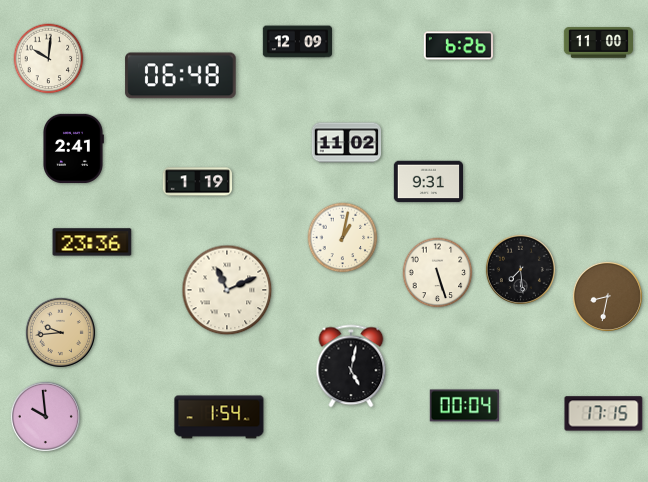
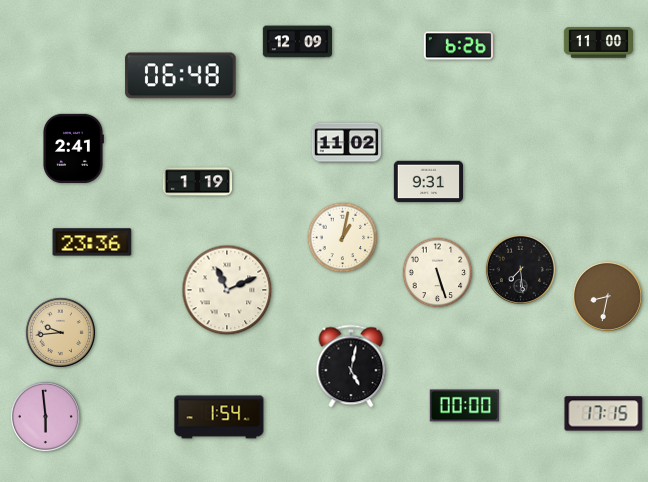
clock at (49, 59): 10:01 -> none
clock at (464, 406): 00:04 -> 00:00
clock at (45, 416): 9:59 -> 5:59
